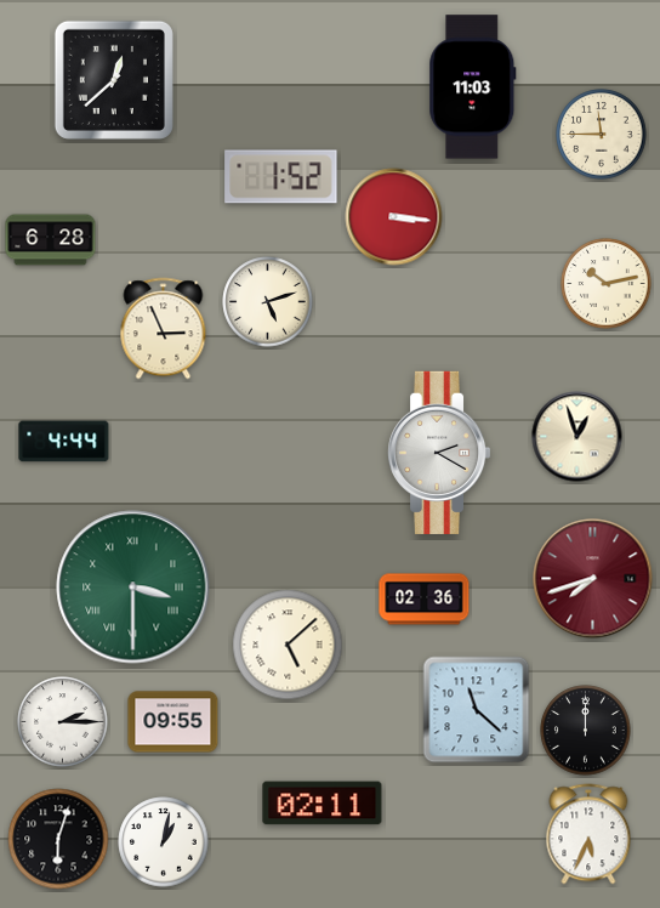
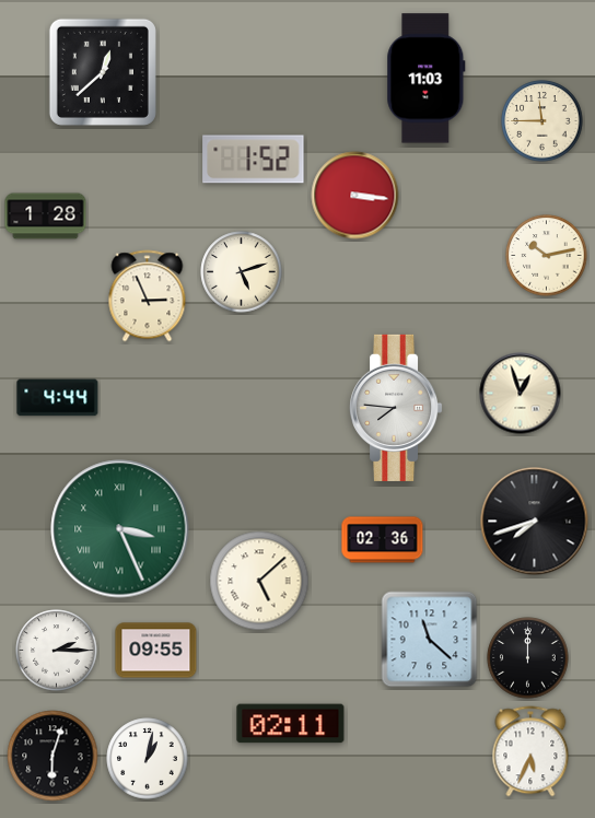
clock at (51, 240): 6:28 -> 1:28
clock at (440, 453): 2:20 -> 7:46
clock at (593, 579) dial: burgundy -> black
clock at (133, 588): 3:30 -> 3:26
